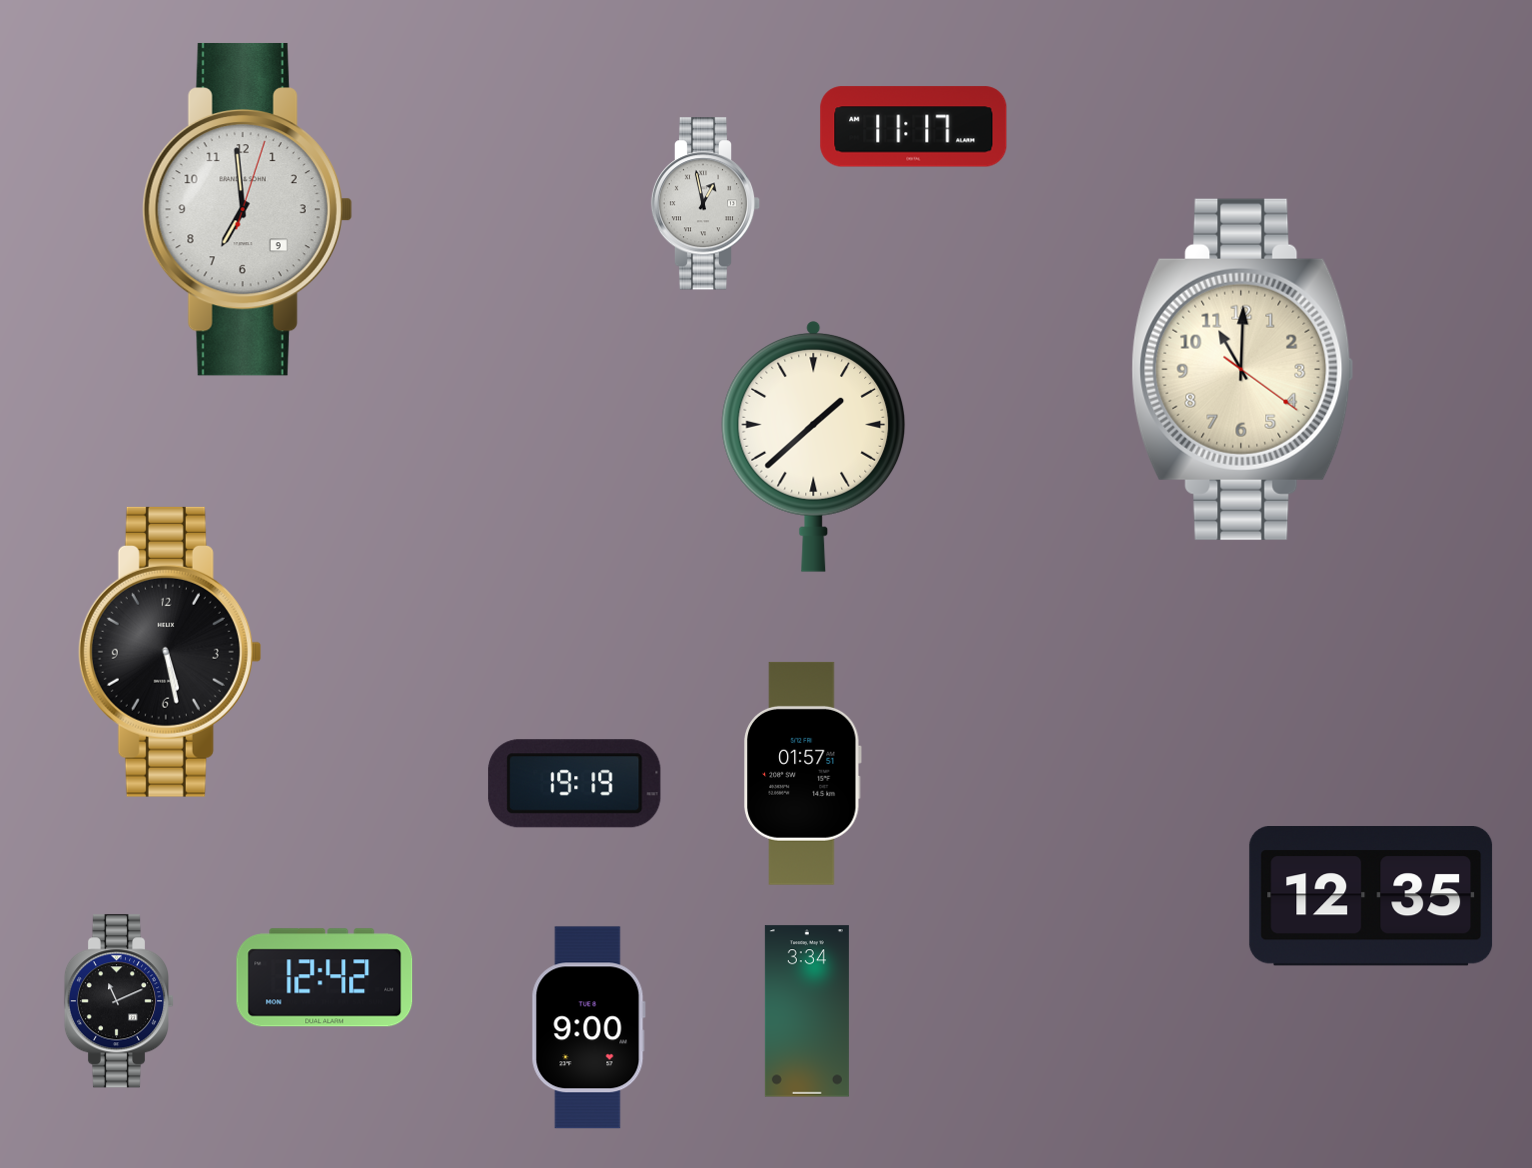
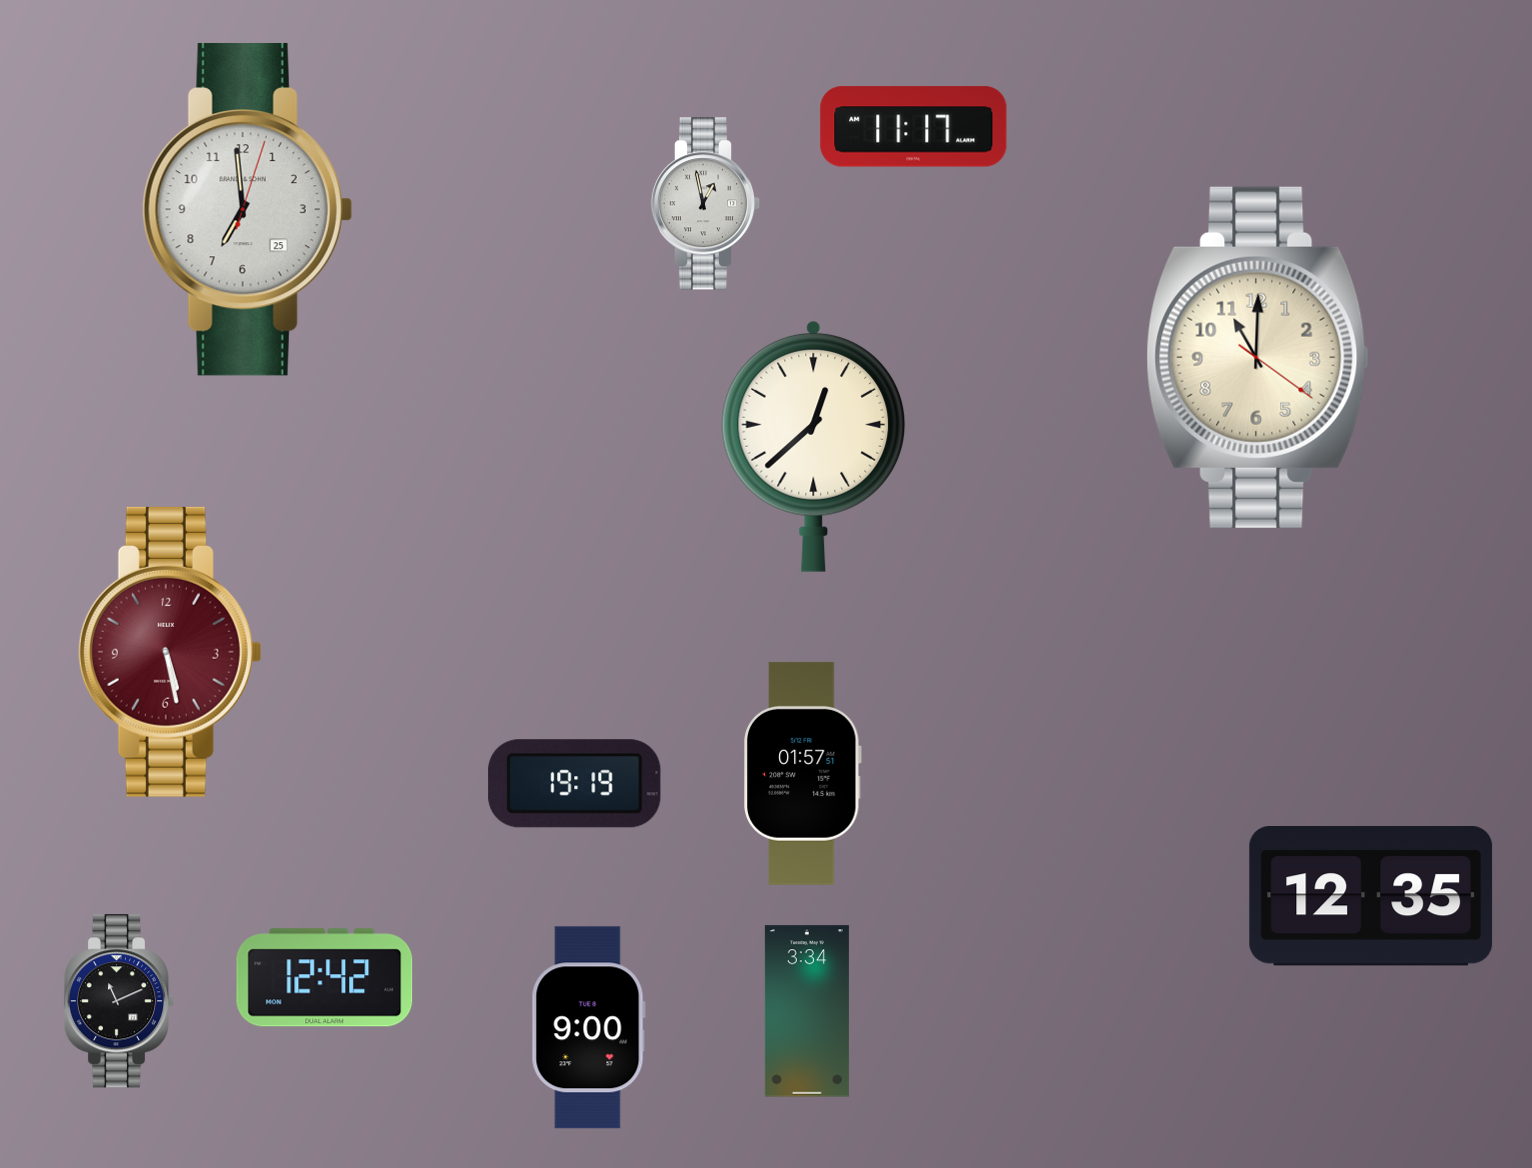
clock at (247, 209) date: 9 -> 25
clock at (1243, 369) position: (1243, 369) -> (1258, 357)
clock at (814, 446): 1:38 -> 12:38
clock at (170, 652) dial: black -> burgundy
